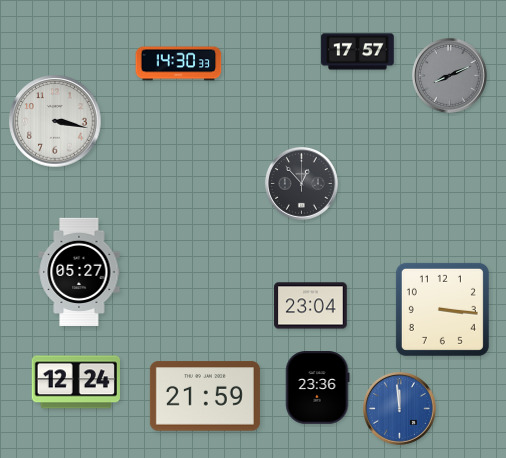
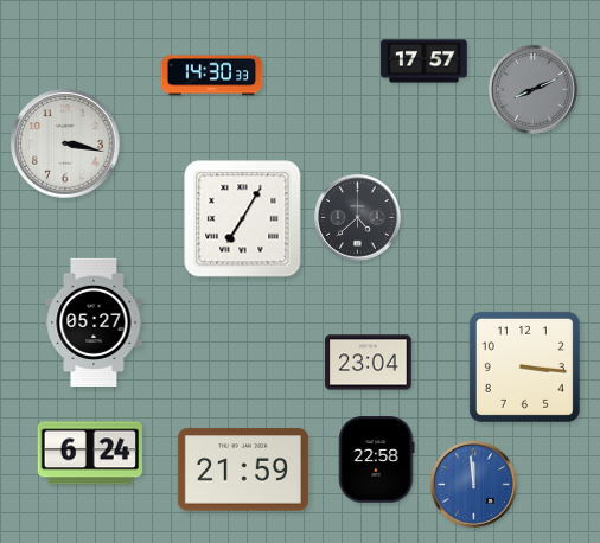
clock at (301, 183): 12:53 -> 4:38
clock at (243, 219): none -> 7:05
clock at (76, 382): 12:24 -> 6:24
clock at (317, 388): 23:36 -> 22:58
